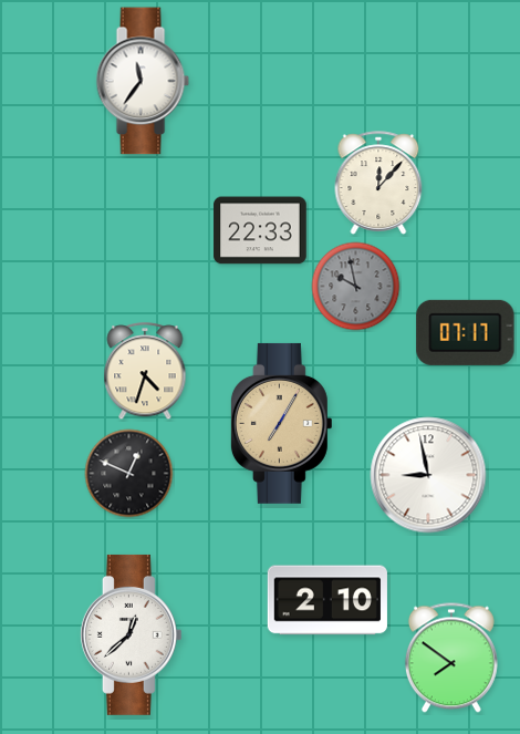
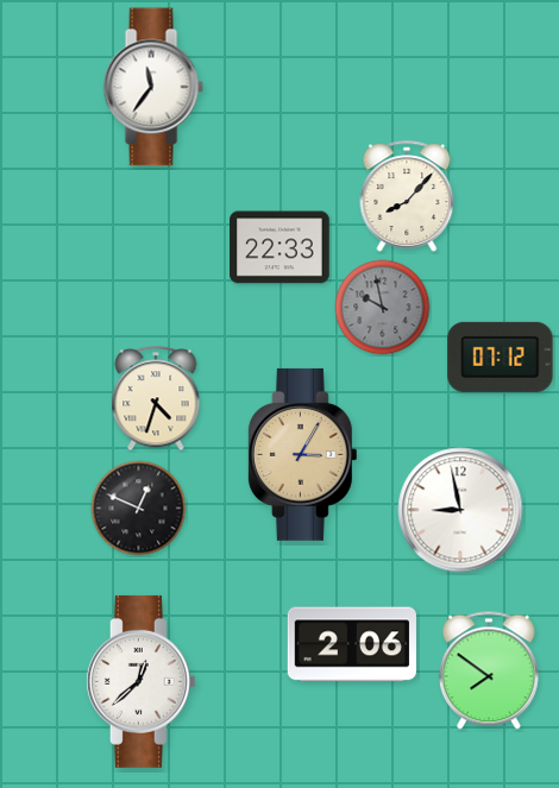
clock at (378, 183): 12:07 -> 8:07
clock at (466, 332): 07:17 -> 07:12
clock at (281, 423): 7:05 -> 3:05
clock at (327, 600): 2:10 -> 2:06
clock at (451, 658) position: (451, 658) -> (489, 670)
